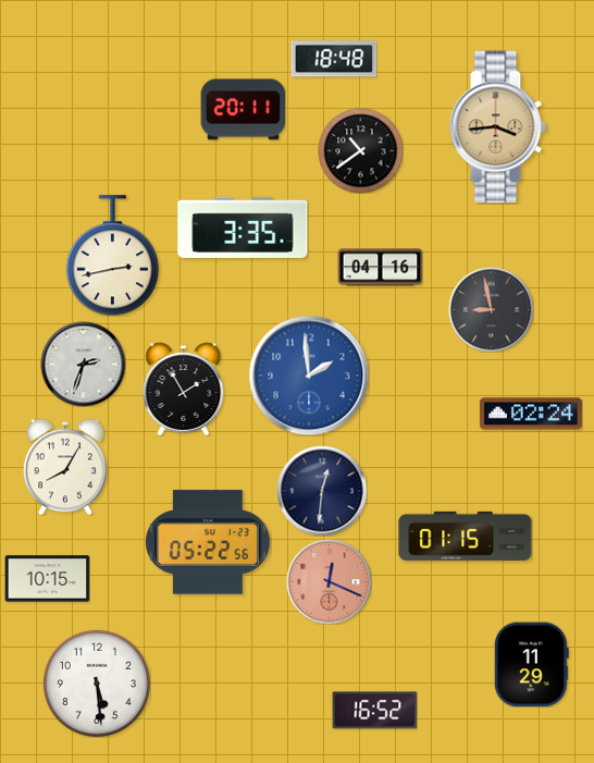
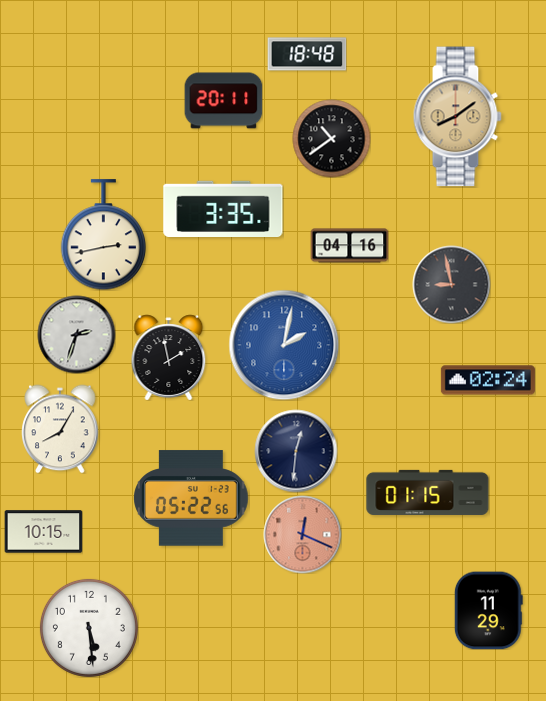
clock at (497, 127): 3:44 -> 8:09
clock at (309, 376): 1:59 -> 2:02
clock at (184, 389): 1:55 -> 1:58
clock at (374, 711): 16:52 -> none
